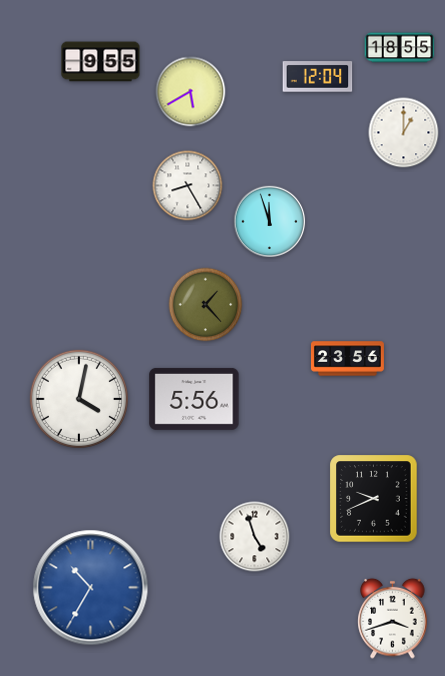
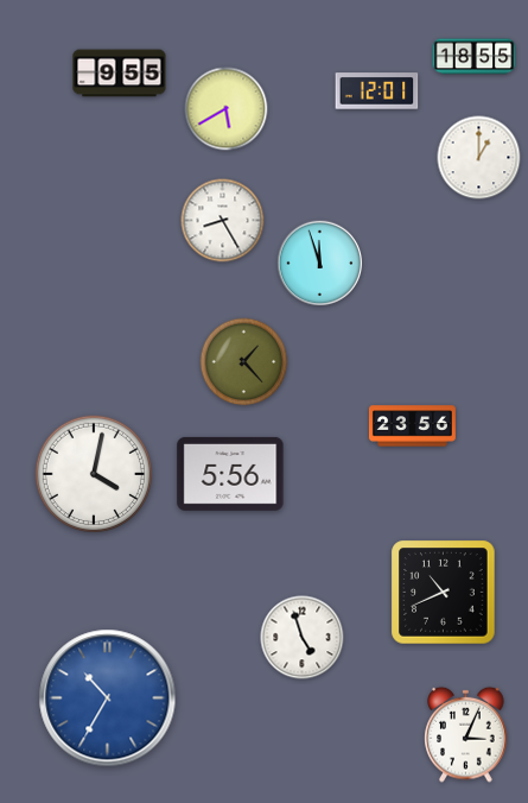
clock at (318, 77): 12:04 -> 12:01
clock at (374, 499): 9:41 -> 10:41
clock at (393, 618): 3:42 -> 3:04
